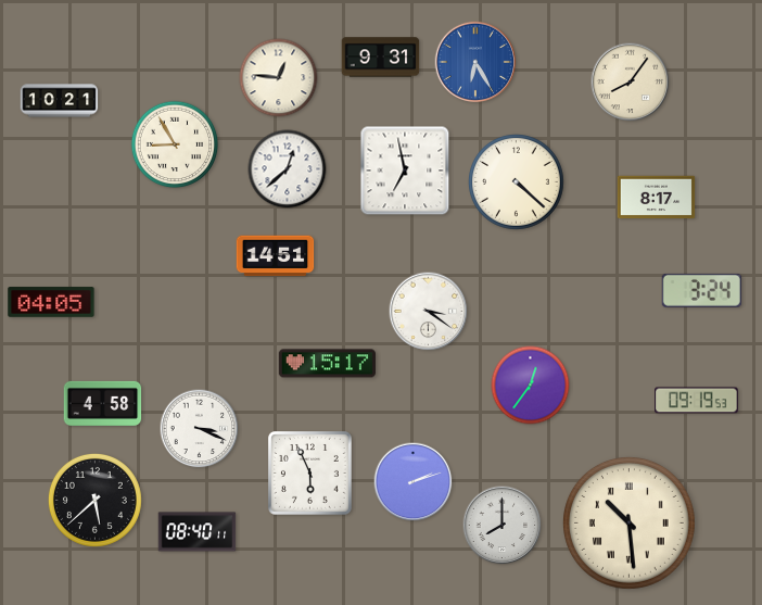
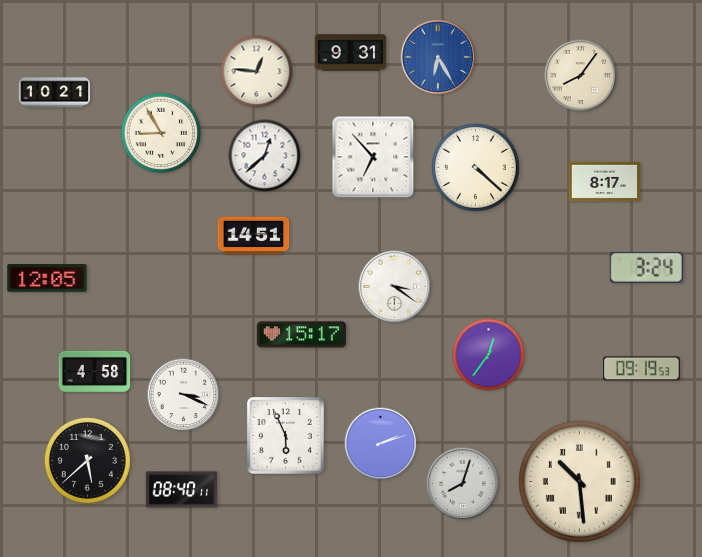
clock at (405, 171): 6:58 -> 6:53
clock at (51, 302): 04:05 -> 12:05
clock at (503, 526): 8:00 -> 8:03
